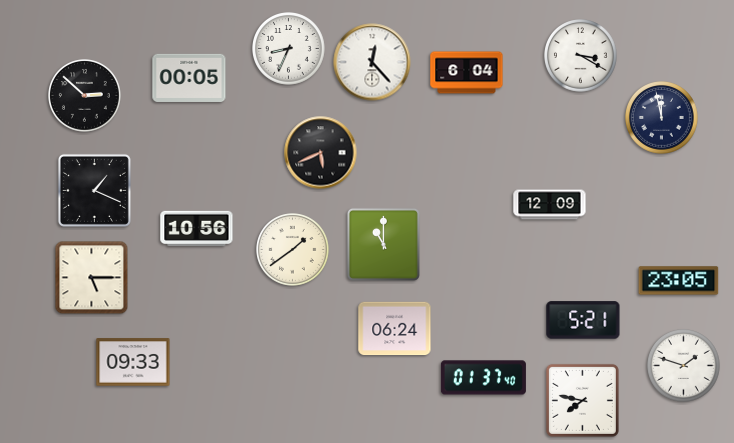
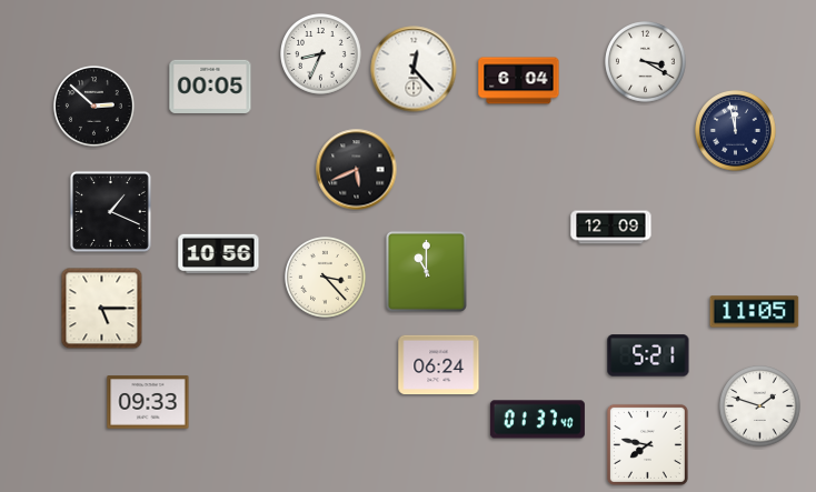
clock at (94, 190) position: (94, 190) -> (110, 211)
clock at (293, 250): 1:39 -> 3:23
clock at (679, 281): 23:05 -> 11:05
